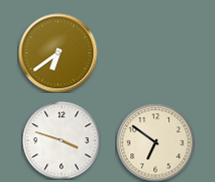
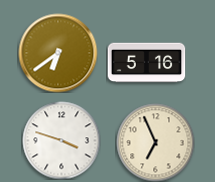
clock at (146, 63): none -> 5:16
clock at (155, 142): 6:51 -> 6:56
